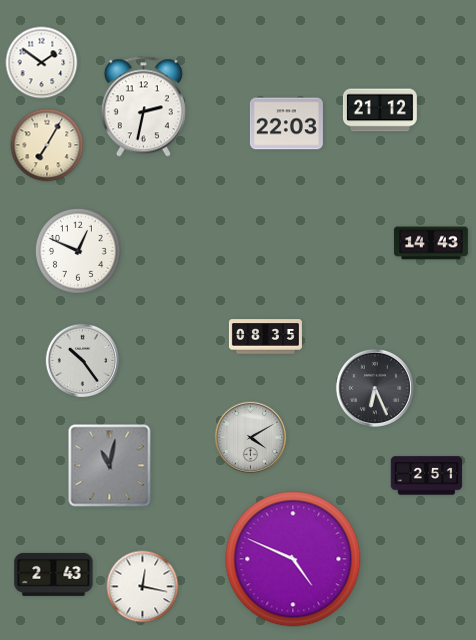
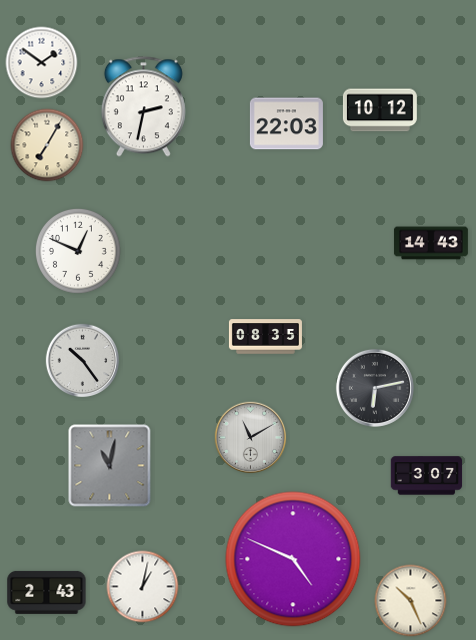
clock at (380, 110): 21:12 -> 10:12
clock at (375, 388): 6:26 -> 6:13
clock at (251, 438): 4:10 -> 11:10
clock at (427, 476): 2:51 -> 3:07
clock at (54, 574) position: (54, 574) -> (47, 592)
clock at (143, 587): 12:17 -> 1:02
clock at (411, 601): none -> 10:26
